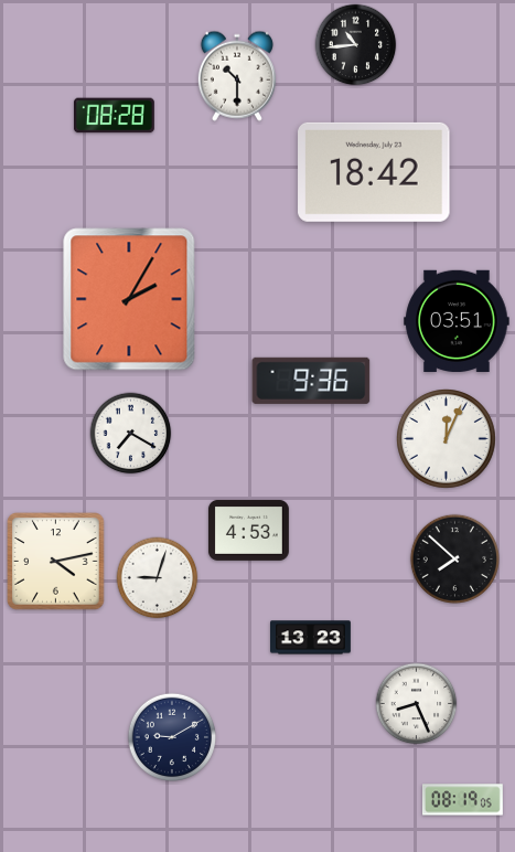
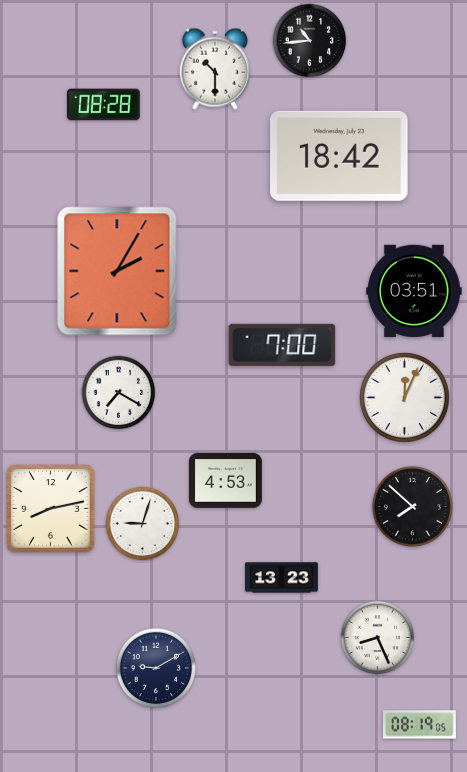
clock at (356, 45) position: (356, 45) -> (310, 41)
clock at (311, 381): 9:36 -> 7:00
clock at (56, 562): 4:13 -> 8:13
